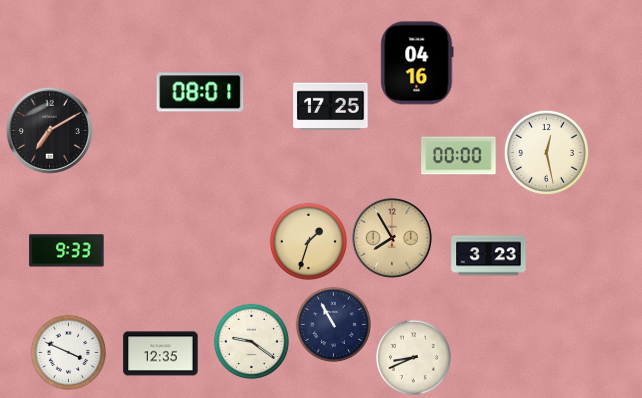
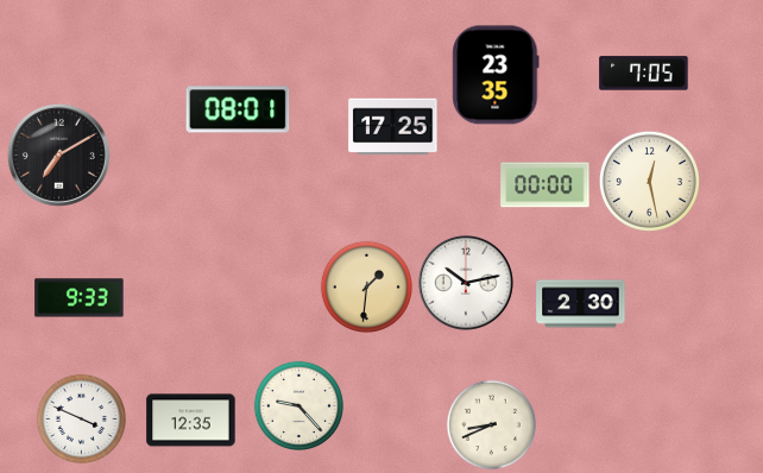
clock at (644, 74): none -> 7:05
clock at (417, 63): 04:16 -> 23:35
clock at (392, 238): 7:55 -> 10:13
clock at (392, 238) dial: champagne -> white
clock at (308, 241): 1:33 -> 1:31
clock at (489, 256): 3:23 -> 2:30
clock at (333, 324): 10:55 -> none
clock at (251, 341): 9:21 -> 9:23
